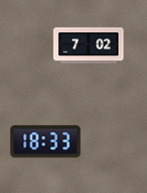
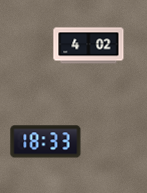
clock at (89, 46): 7:02 -> 4:02
